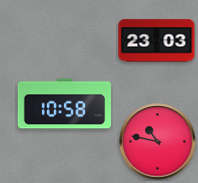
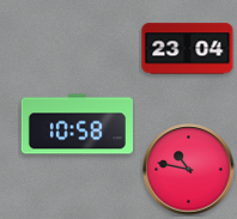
clock at (157, 41): 23:03 -> 23:04
